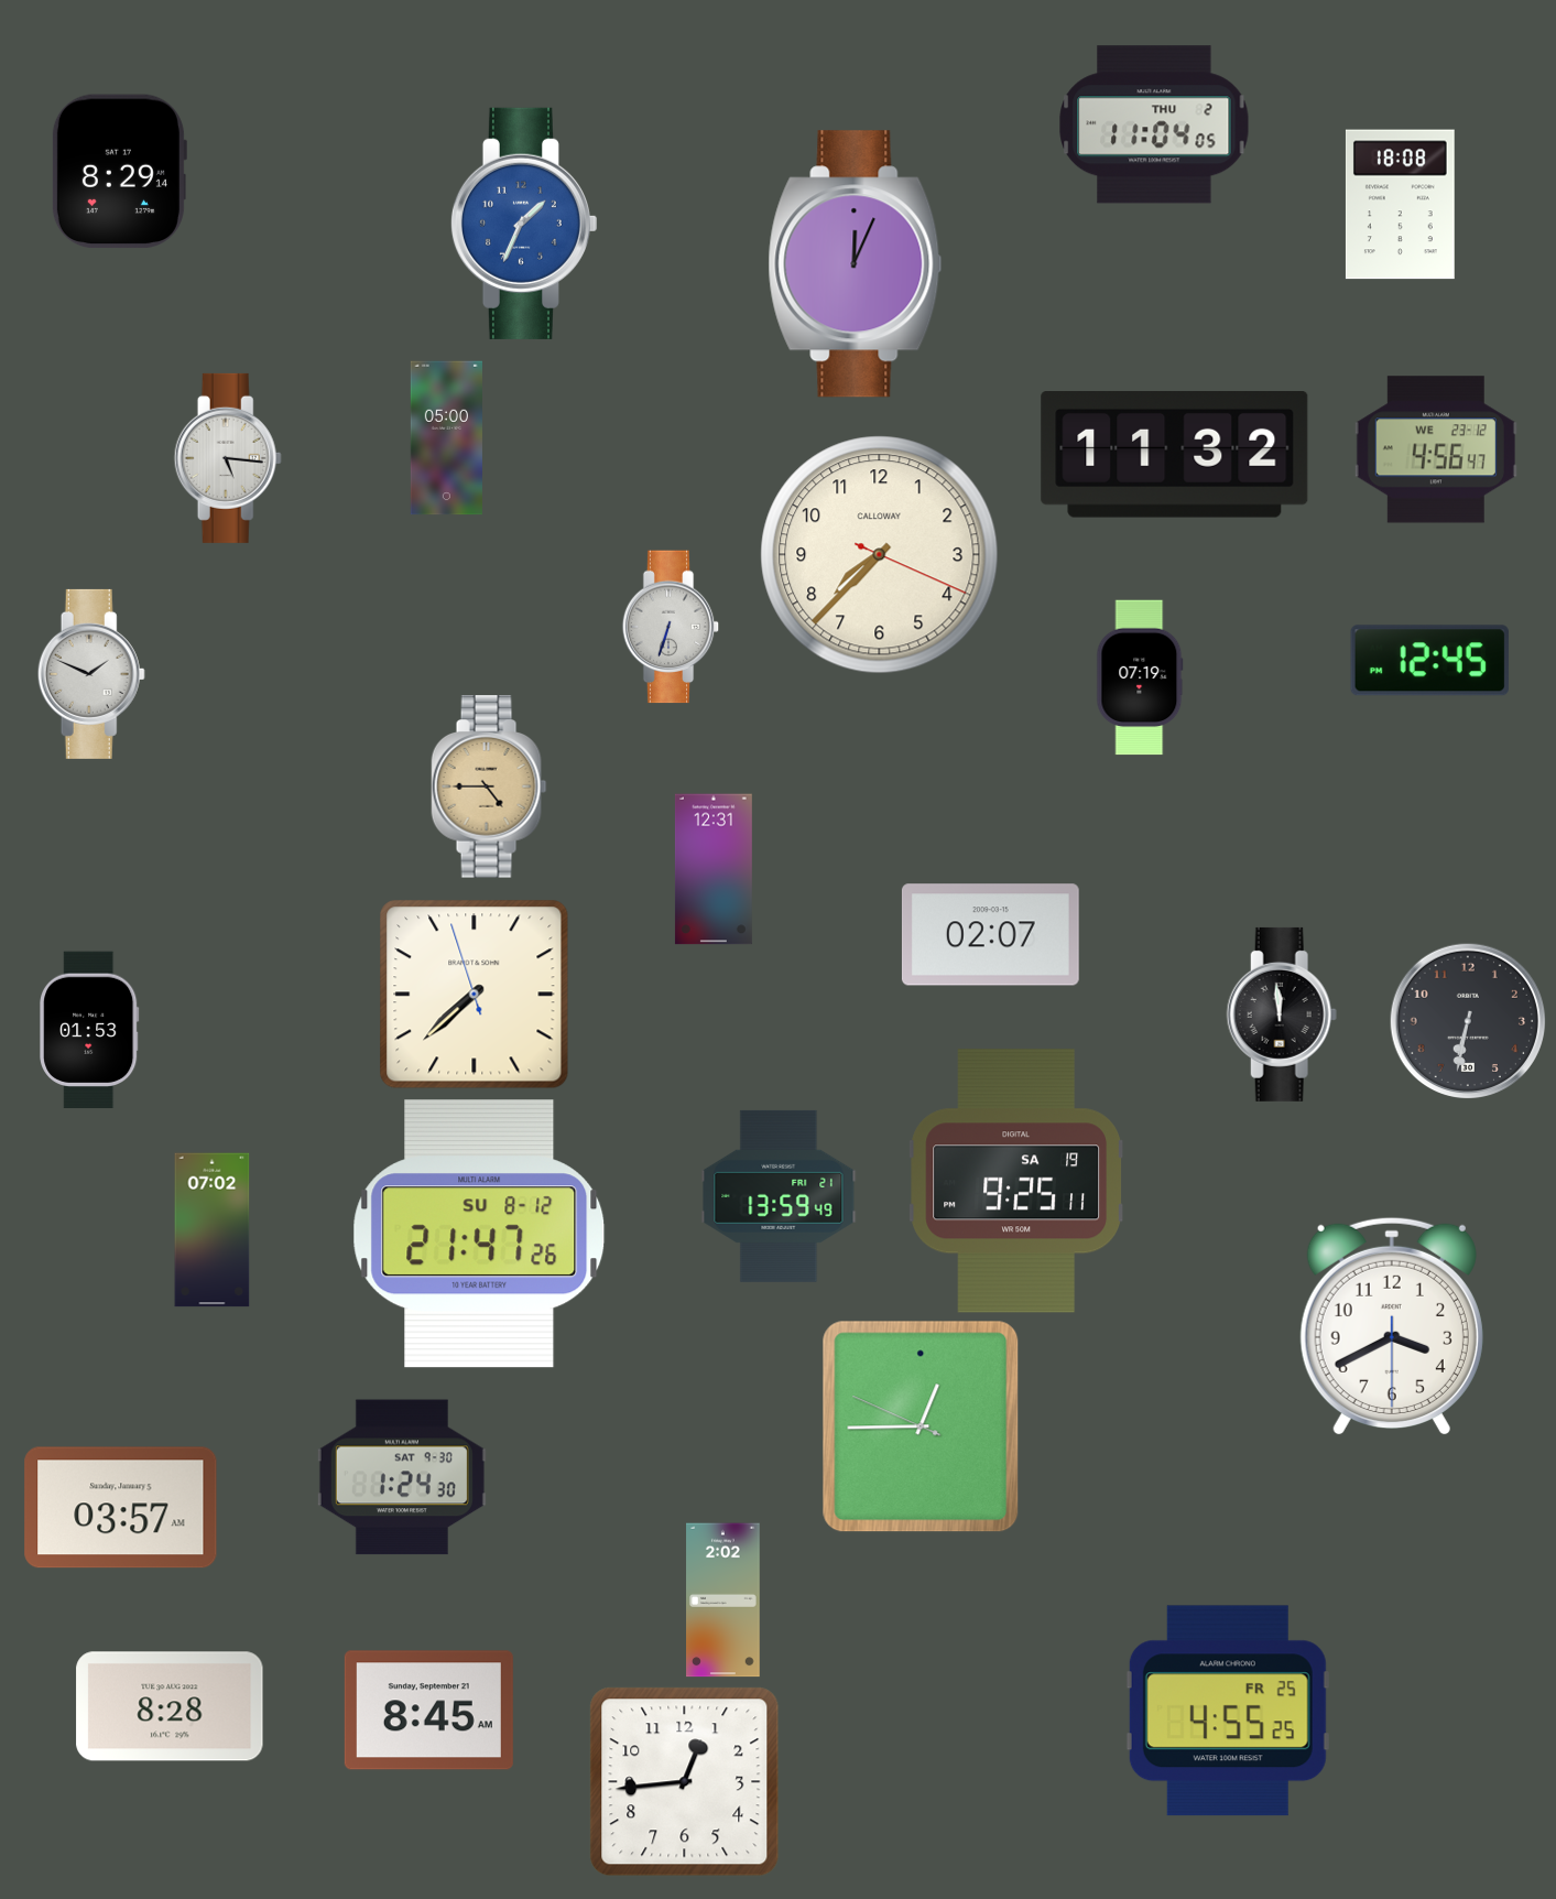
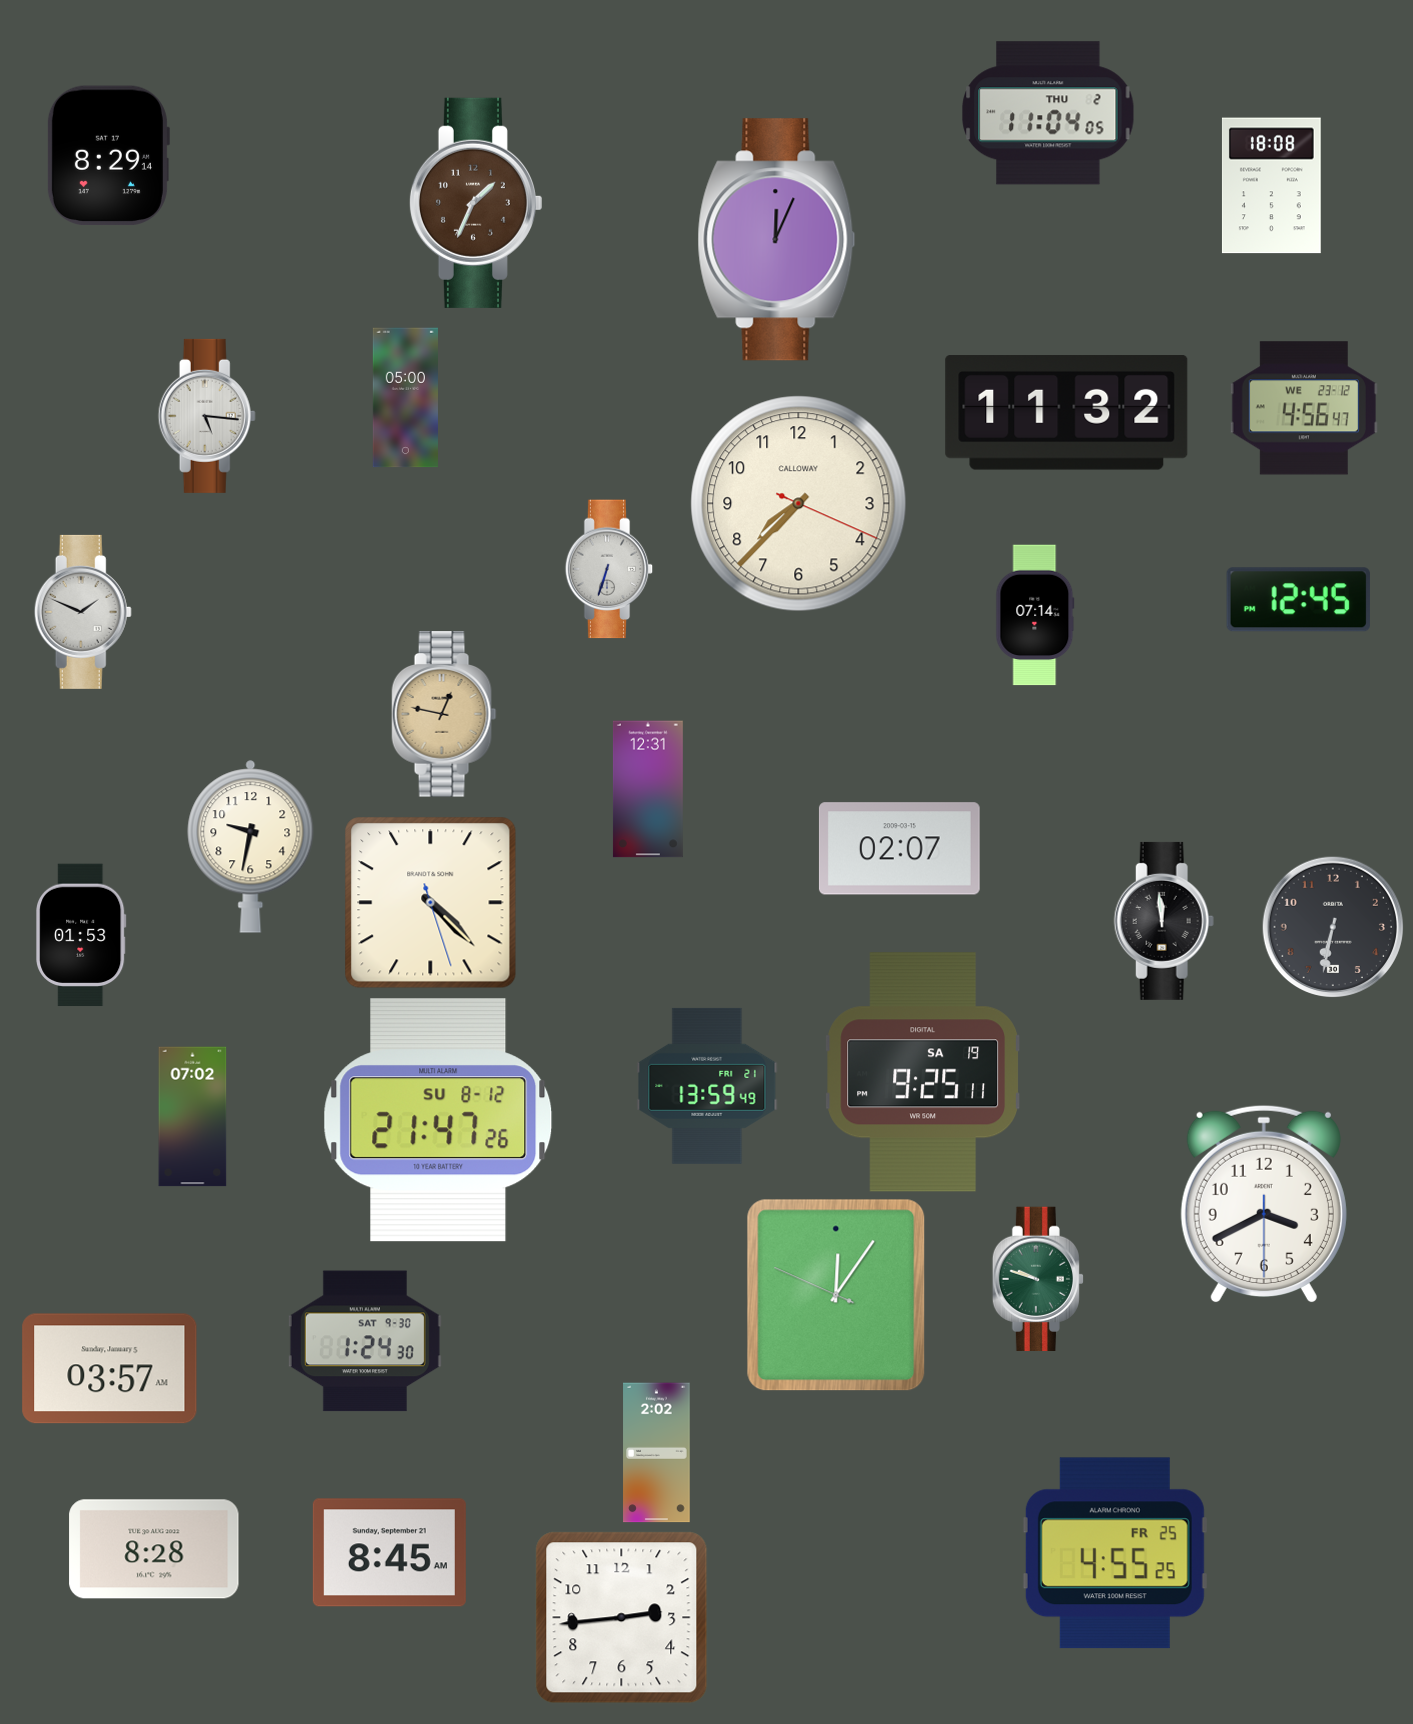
clock at (523, 224) dial: blue -> brown
clock at (1140, 677): 07:19 -> 07:14
clock at (489, 786): 4:45 -> 12:47
clock at (251, 847): none -> 9:32
clock at (475, 995): 7:37 -> 4:22
clock at (479, 1234) position: (479, 1234) -> (438, 1120)
clock at (1037, 1278): none -> 9:48
clock at (921, 1426): 12:44 -> 12:05
clock at (685, 1782): 12:44 -> 2:44
